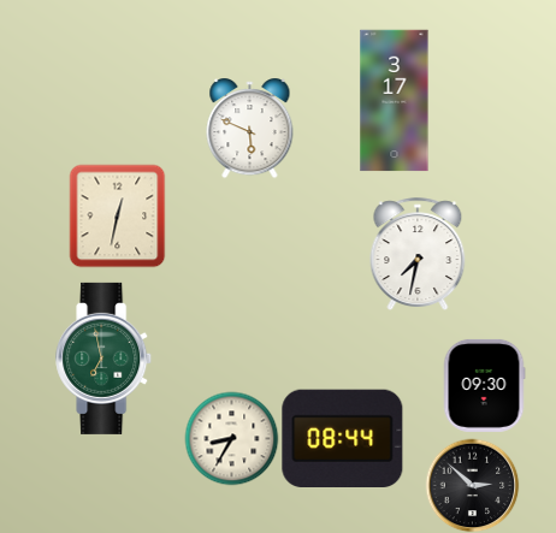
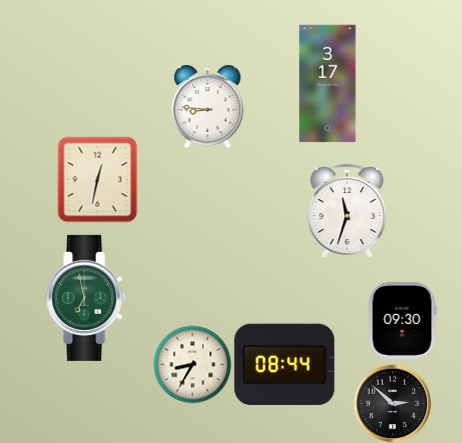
clock at (250, 129): 5:49 -> 8:46
clock at (418, 254): 7:32 -> 11:33
